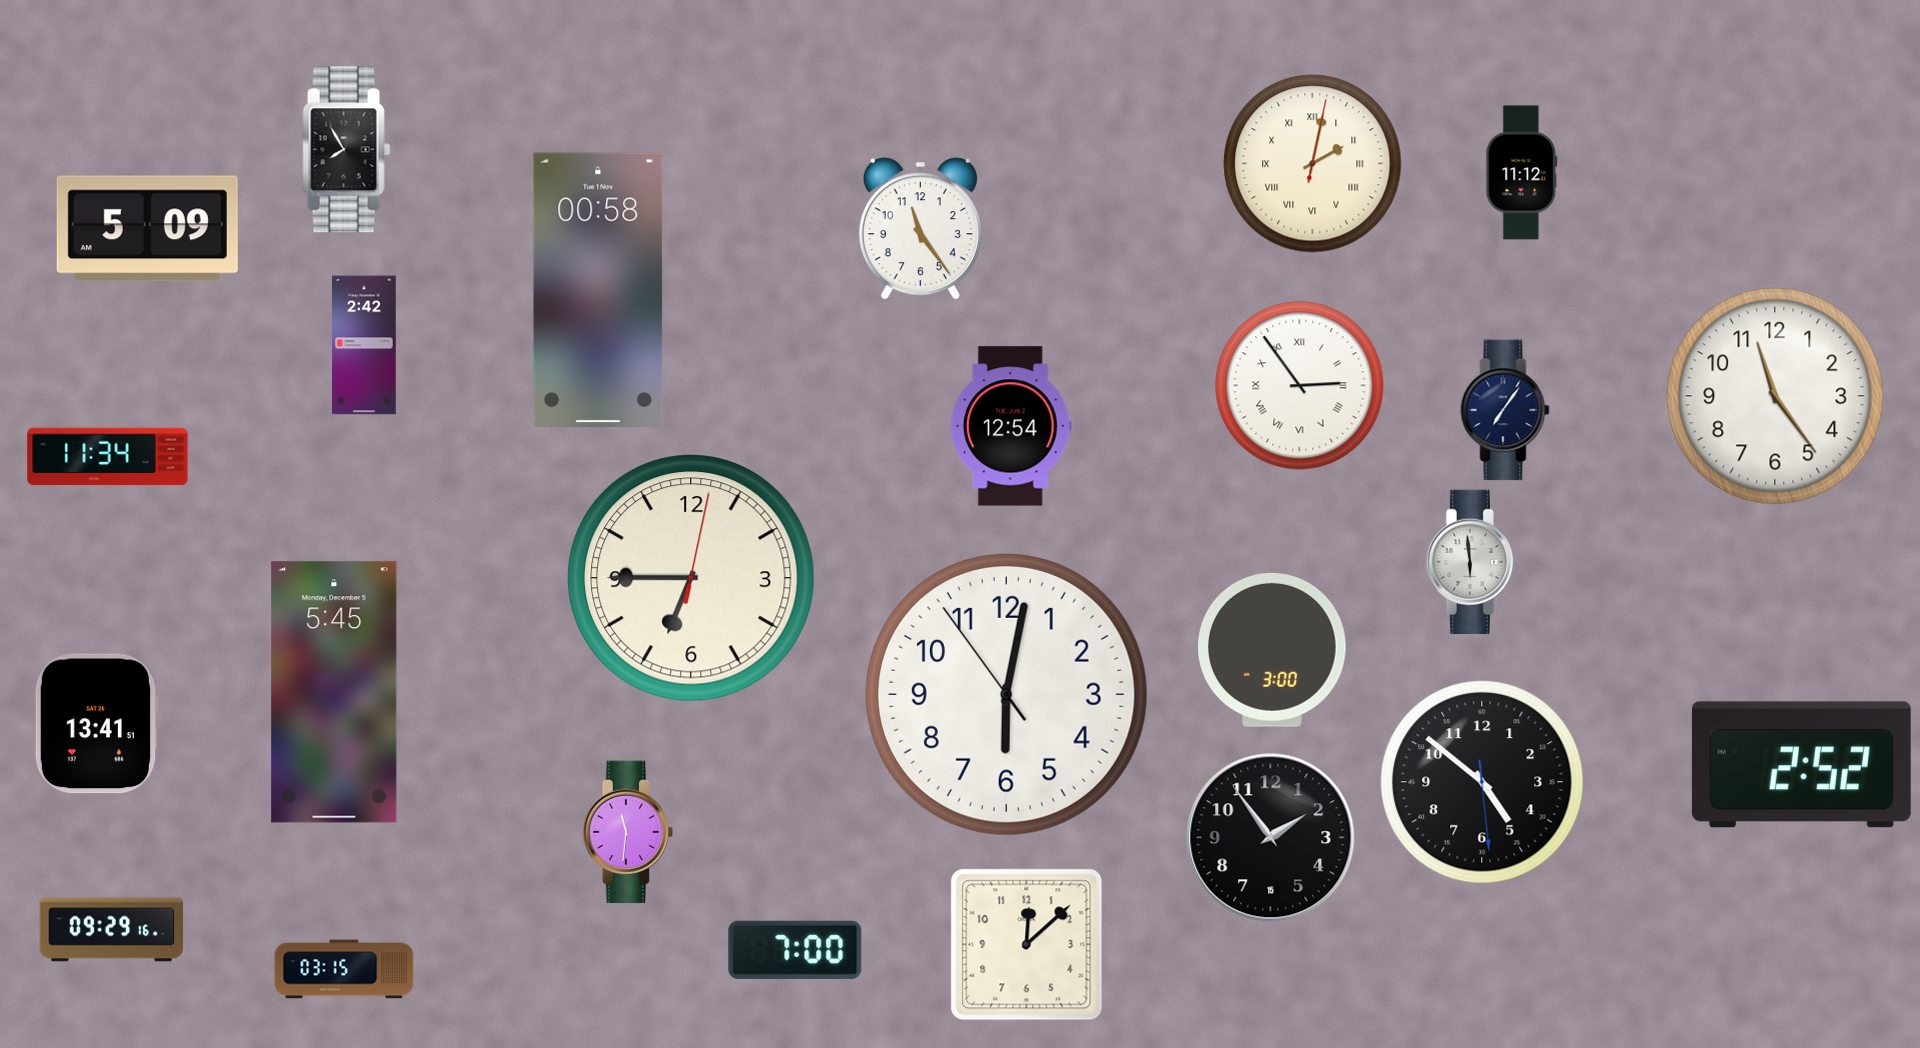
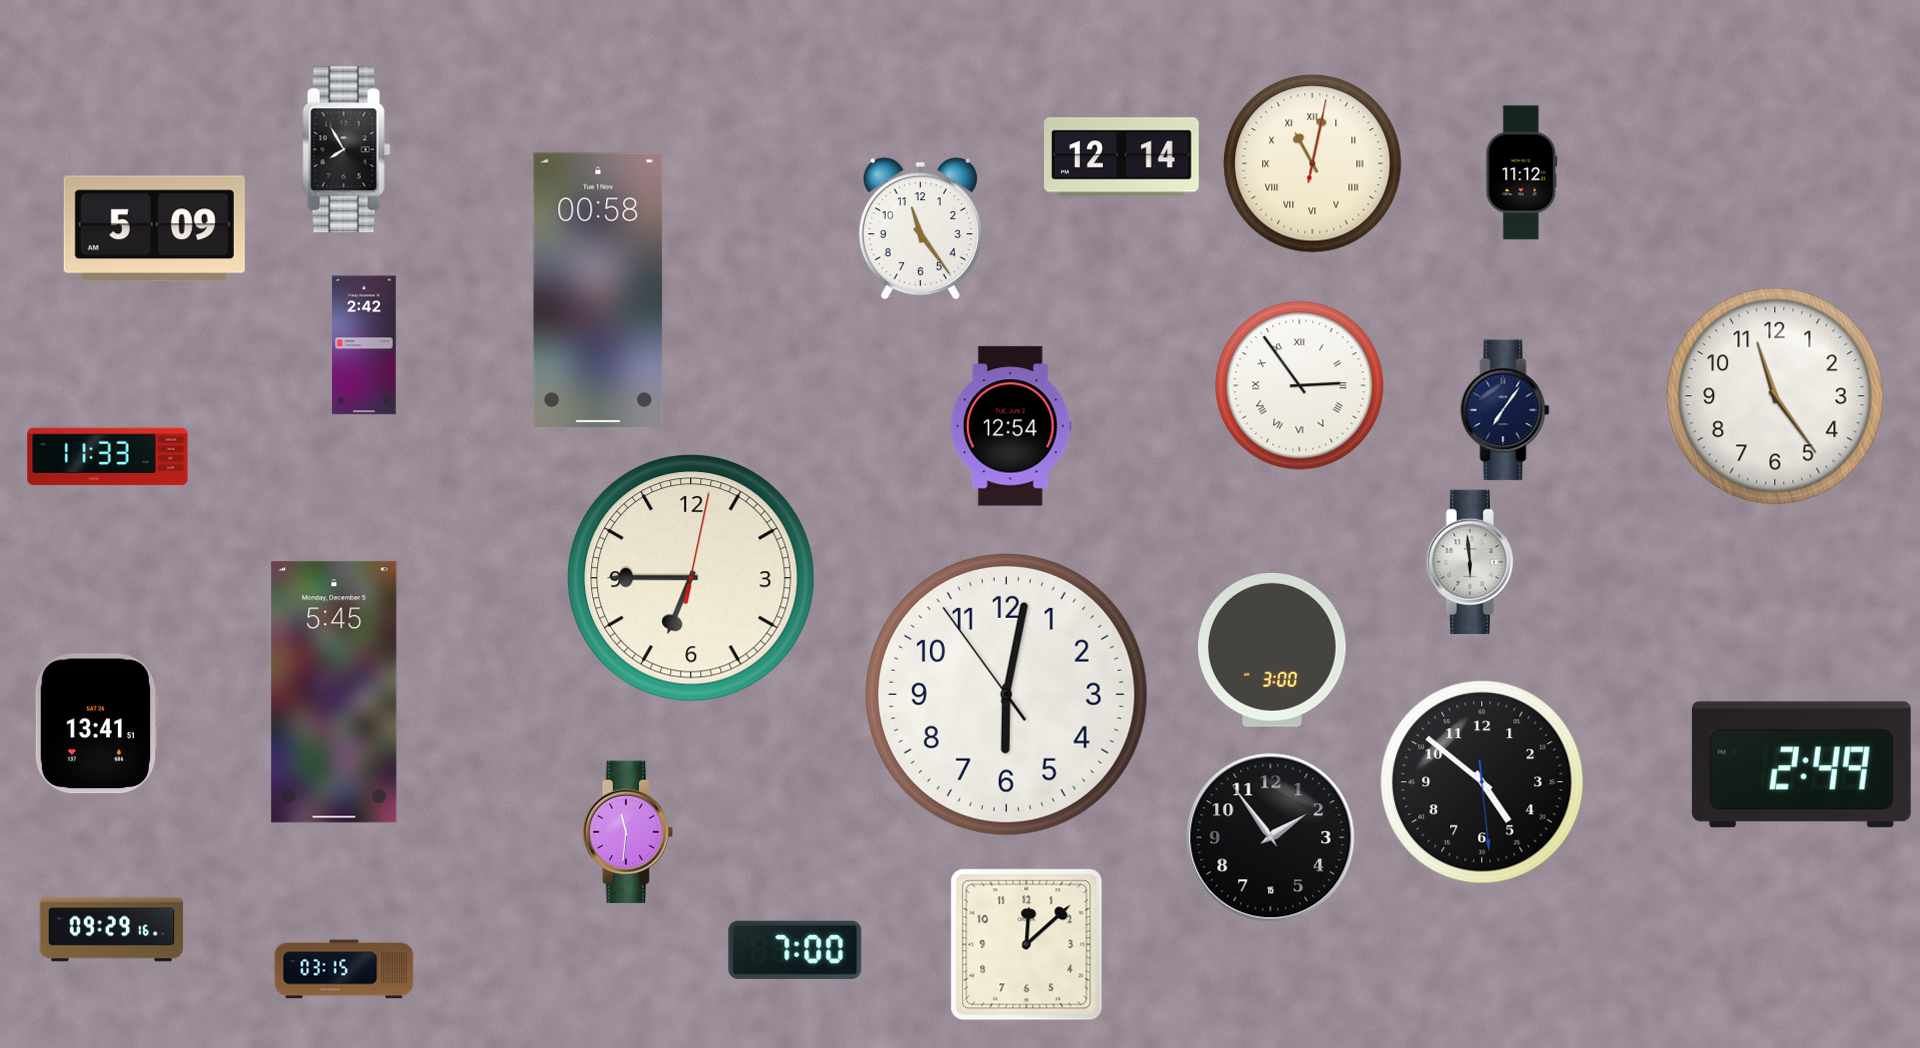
clock at (1122, 158): none -> 12:14
clock at (1313, 164): 2:02 -> 11:02
clock at (147, 229) position: (147, 229) -> (154, 229)
clock at (108, 457): 11:34 -> 11:33
clock at (1801, 765): 2:52 -> 2:49
